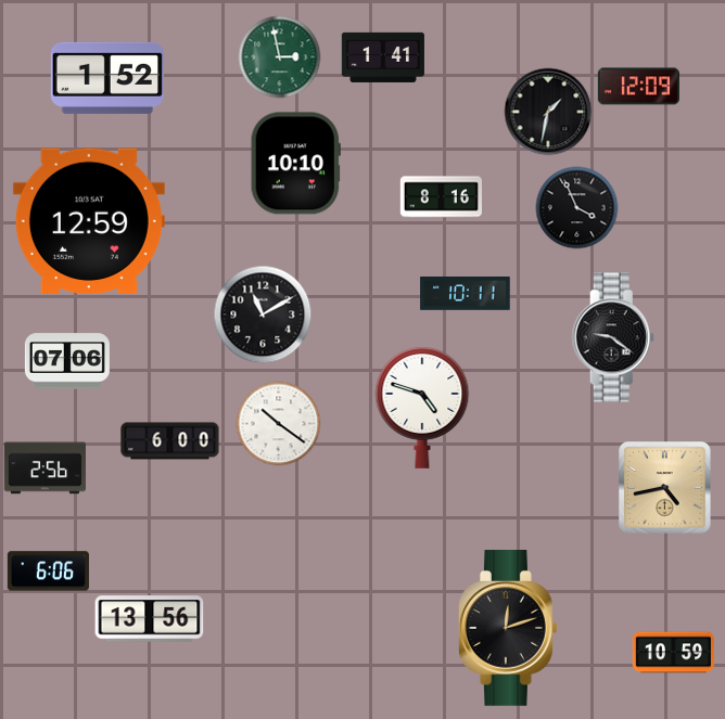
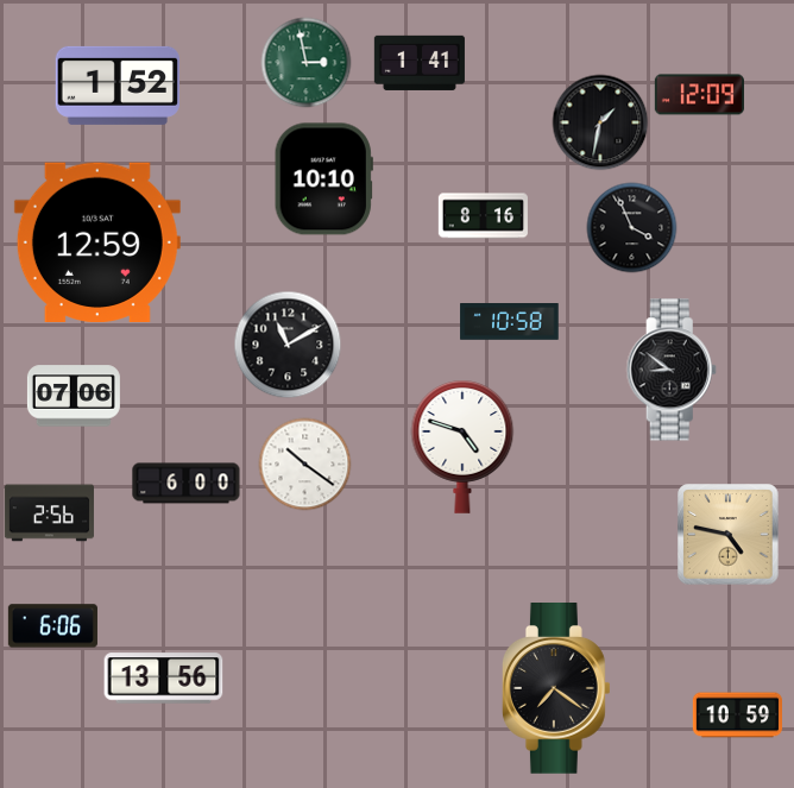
clock at (466, 294): 10:11 -> 10:58
clock at (613, 337): 9:21 -> 8:51
clock at (665, 488): 4:43 -> 4:47
clock at (508, 629): 12:12 -> 7:21
